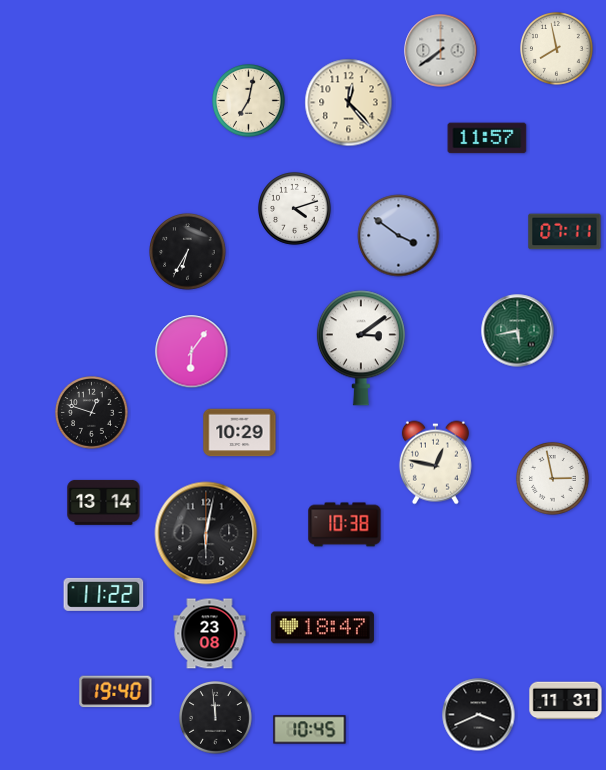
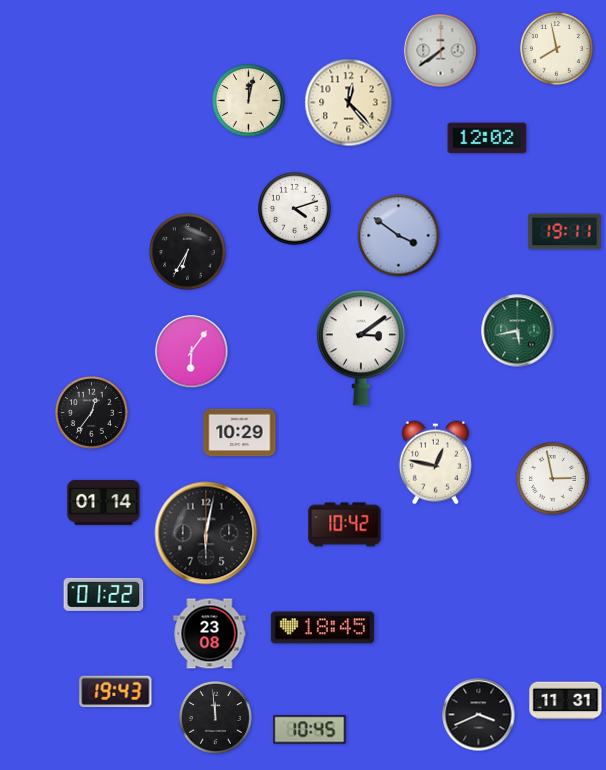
clock at (249, 101): 7:02 -> 12:02
clock at (487, 138): 11:57 -> 12:02
clock at (565, 232): 07:11 -> 19:11
clock at (92, 413): 12:48 -> 12:36
clock at (104, 502): 13:14 -> 01:14
clock at (345, 525): 10:38 -> 10:42
clock at (104, 594): 11:22 -> 01:22
clock at (322, 628): 18:47 -> 18:45
clock at (116, 692): 19:40 -> 19:43
